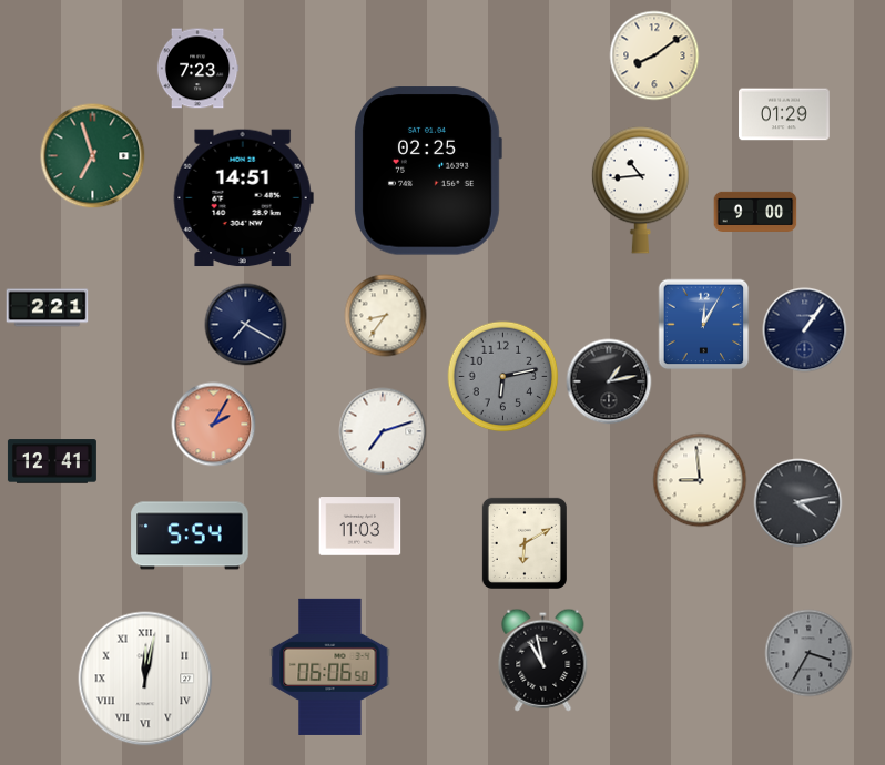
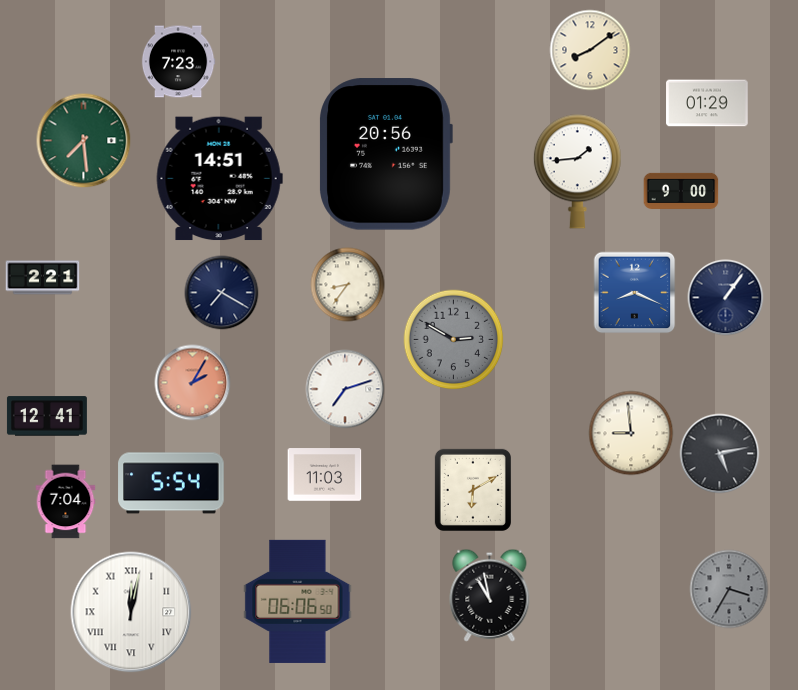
clock at (93, 156): 6:57 -> 7:29
clock at (428, 171): 02:25 -> 20:56
clock at (640, 191): 10:44 -> 1:44
clock at (704, 325): 12:05 -> 8:19
clock at (503, 377): 6:13 -> 2:50
clock at (609, 381): 1:13 -> none
clock at (798, 503): 4:13 -> 5:13
clock at (66, 502): none -> 7:04
